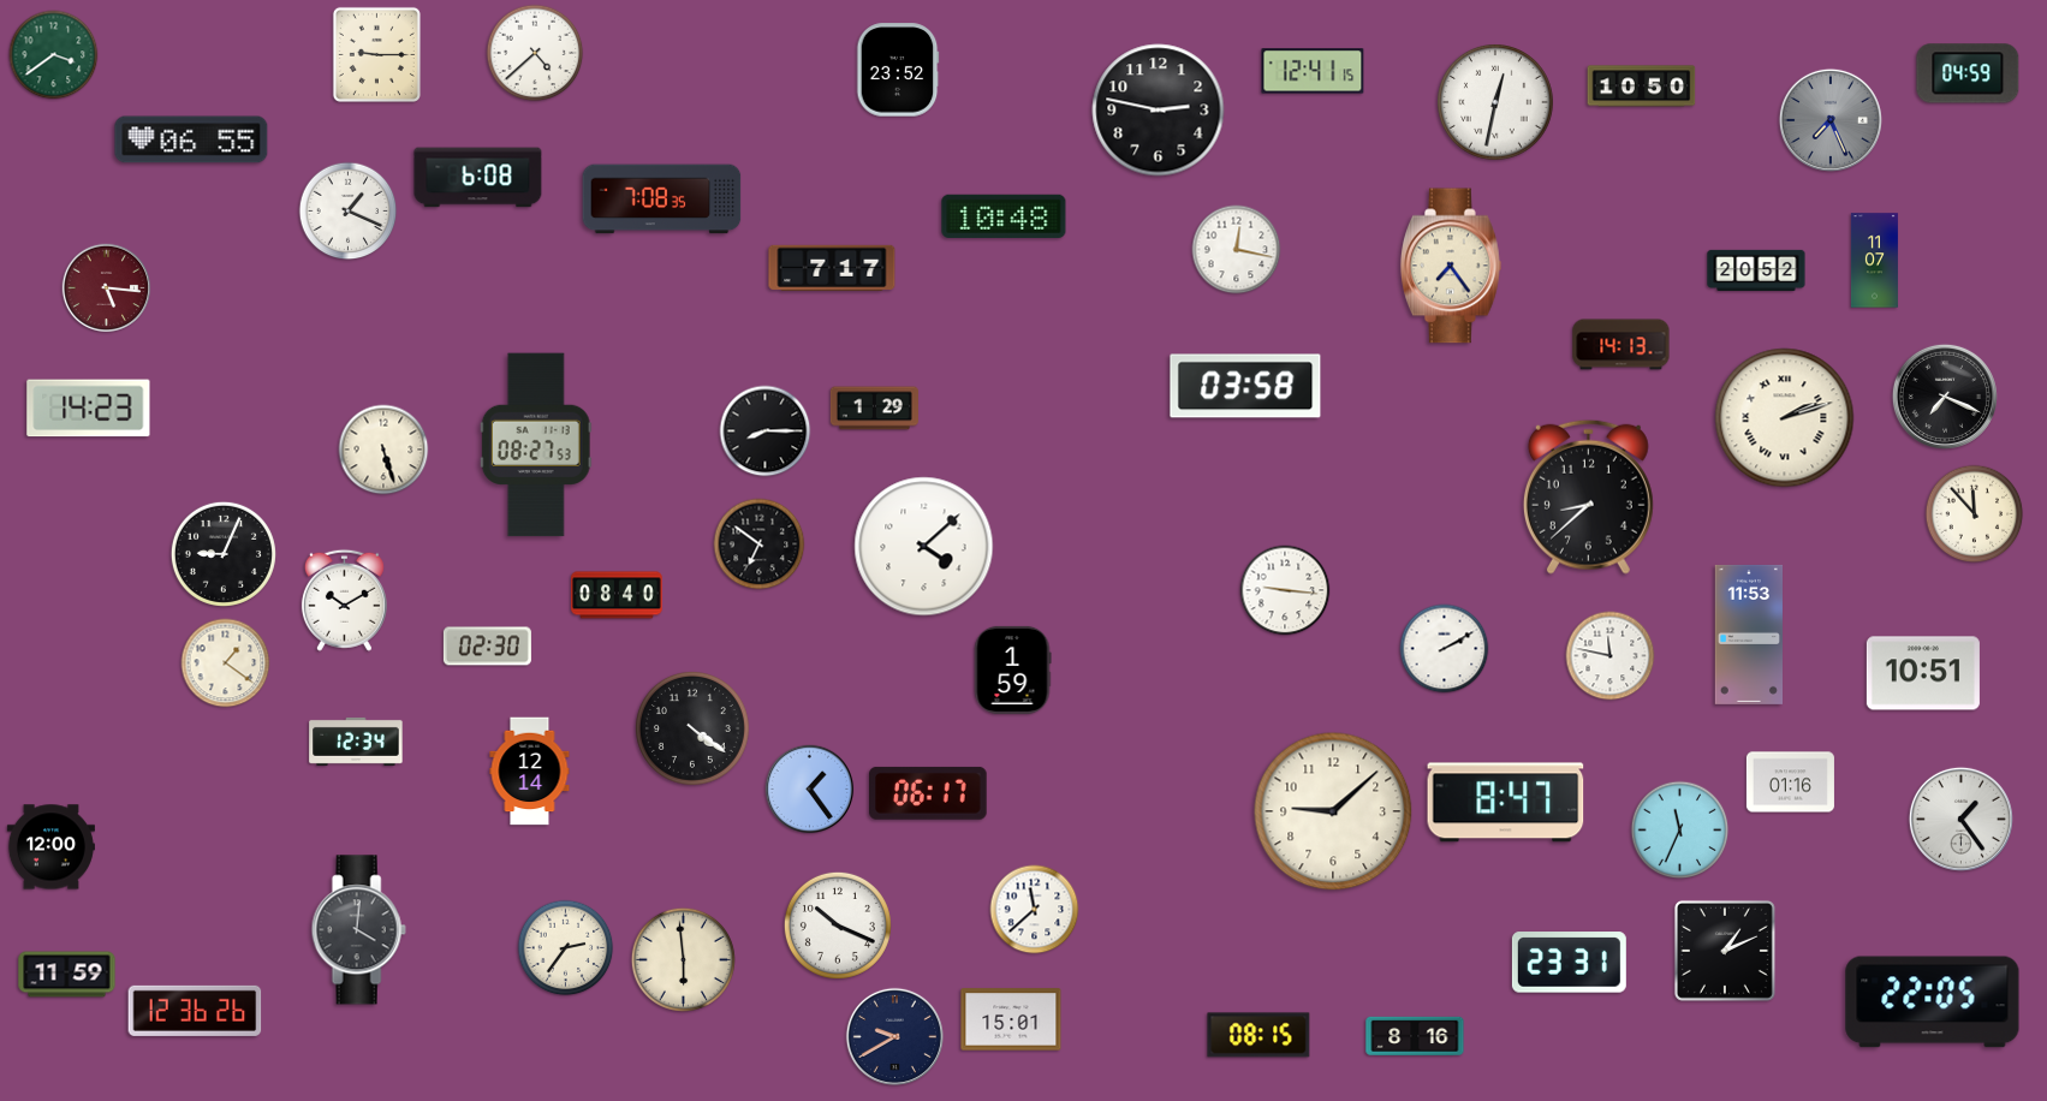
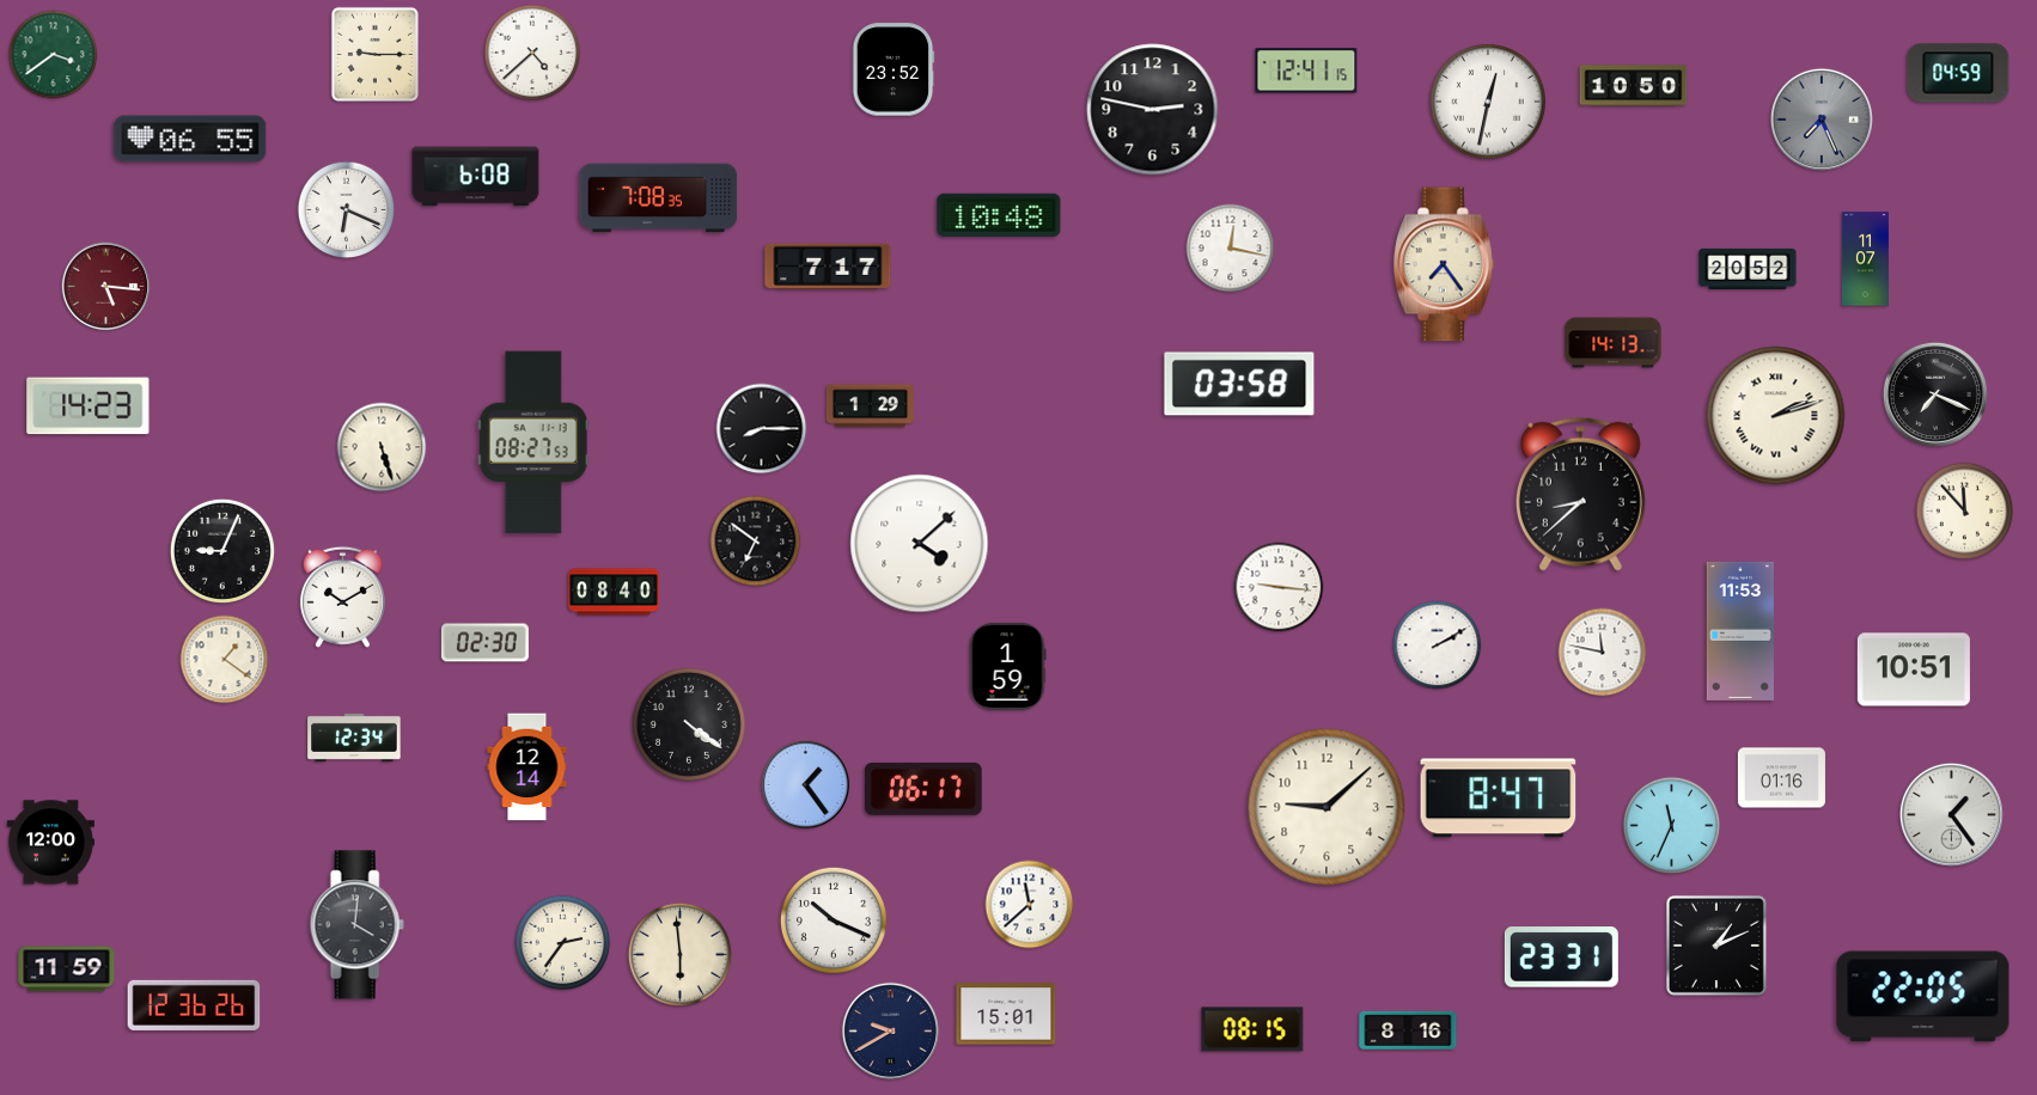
clock at (349, 212): 1:19 -> 6:19
